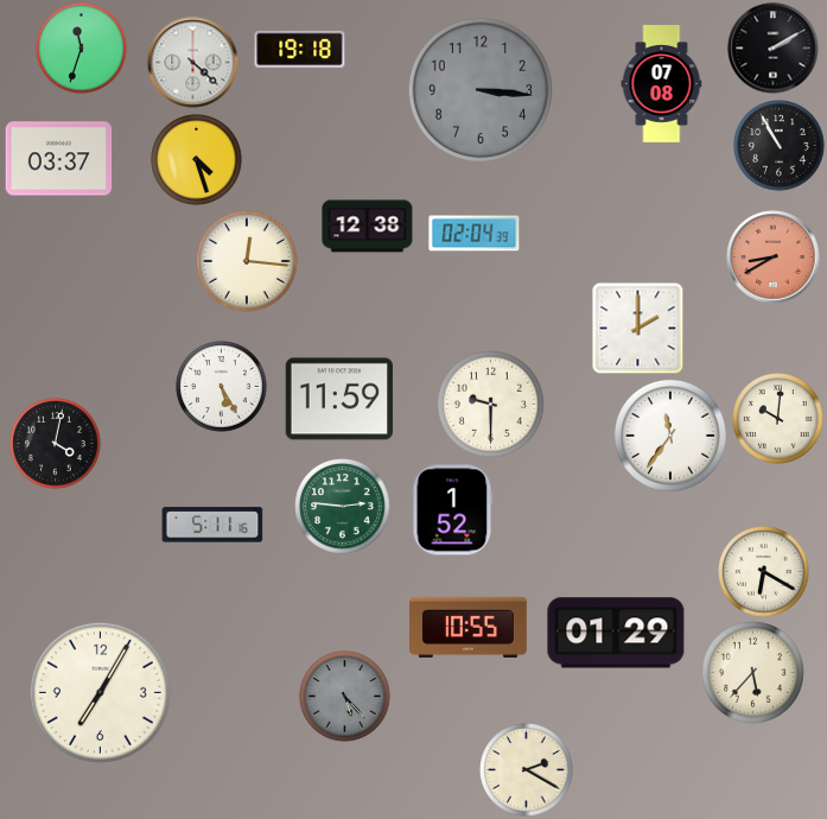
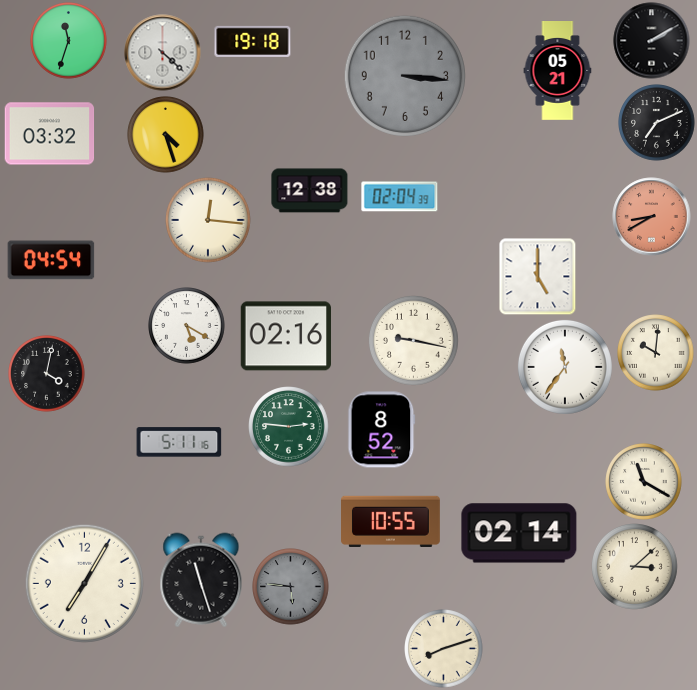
clock at (662, 84): 07:08 -> 05:21
clock at (780, 146): 10:55 -> 7:11
clock at (59, 159): 03:37 -> 03:32
clock at (51, 260): none -> 04:54
clock at (637, 328): 2:00 -> 5:00
clock at (222, 387): 5:25 -> 5:20
clock at (339, 399): 11:59 -> 02:16
clock at (490, 404): 9:30 -> 9:17
clock at (453, 510): 1:52 -> 8:52
clock at (764, 572): 6:20 -> 11:20
clock at (469, 627) position: (469, 627) -> (391, 521)
clock at (616, 633): 01:29 -> 02:14
clock at (753, 673): 5:37 -> 3:08
clock at (201, 580): none -> 11:27
clock at (345, 697): 5:23 -> 5:46
clock at (527, 770): 2:20 -> 8:12
